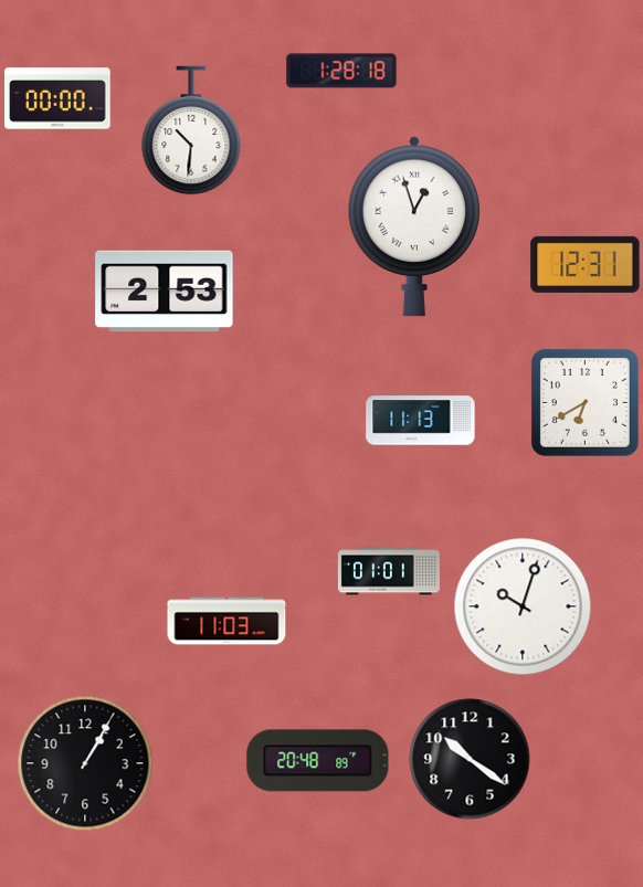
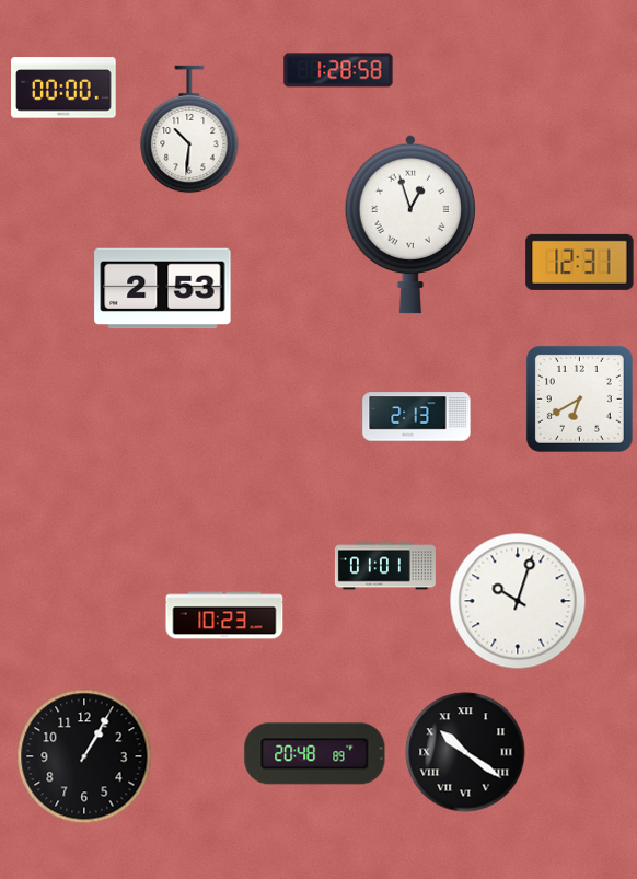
clock at (341, 71): 1:28:18 -> 1:28:58
clock at (57, 98) position: (57, 98) -> (63, 88)
clock at (421, 421): 11:13 -> 2:13
clock at (226, 621): 11:03 -> 10:23
clock at (470, 759) numerals: Arabic -> Roman
